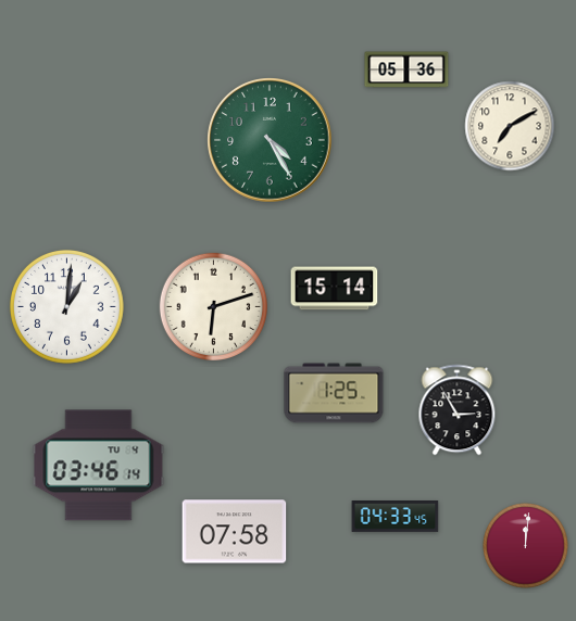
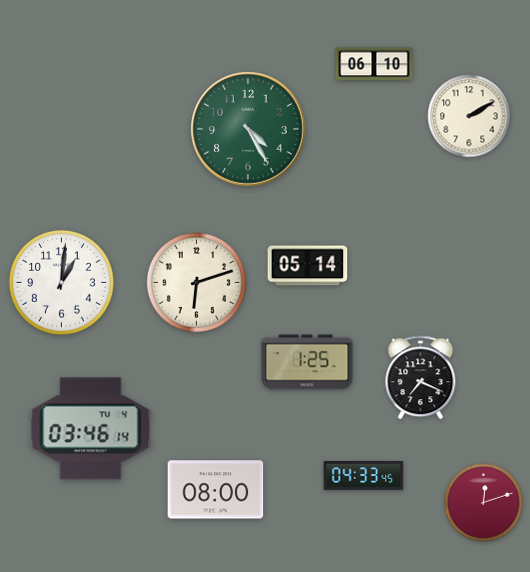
clock at (406, 69): 05:36 -> 06:10
clock at (510, 126): 7:10 -> 2:10
clock at (335, 289): 15:14 -> 05:14
clock at (458, 410): 2:55 -> 7:19
clock at (235, 532): 07:58 -> 08:00
clock at (526, 546): 12:01 -> 12:12
